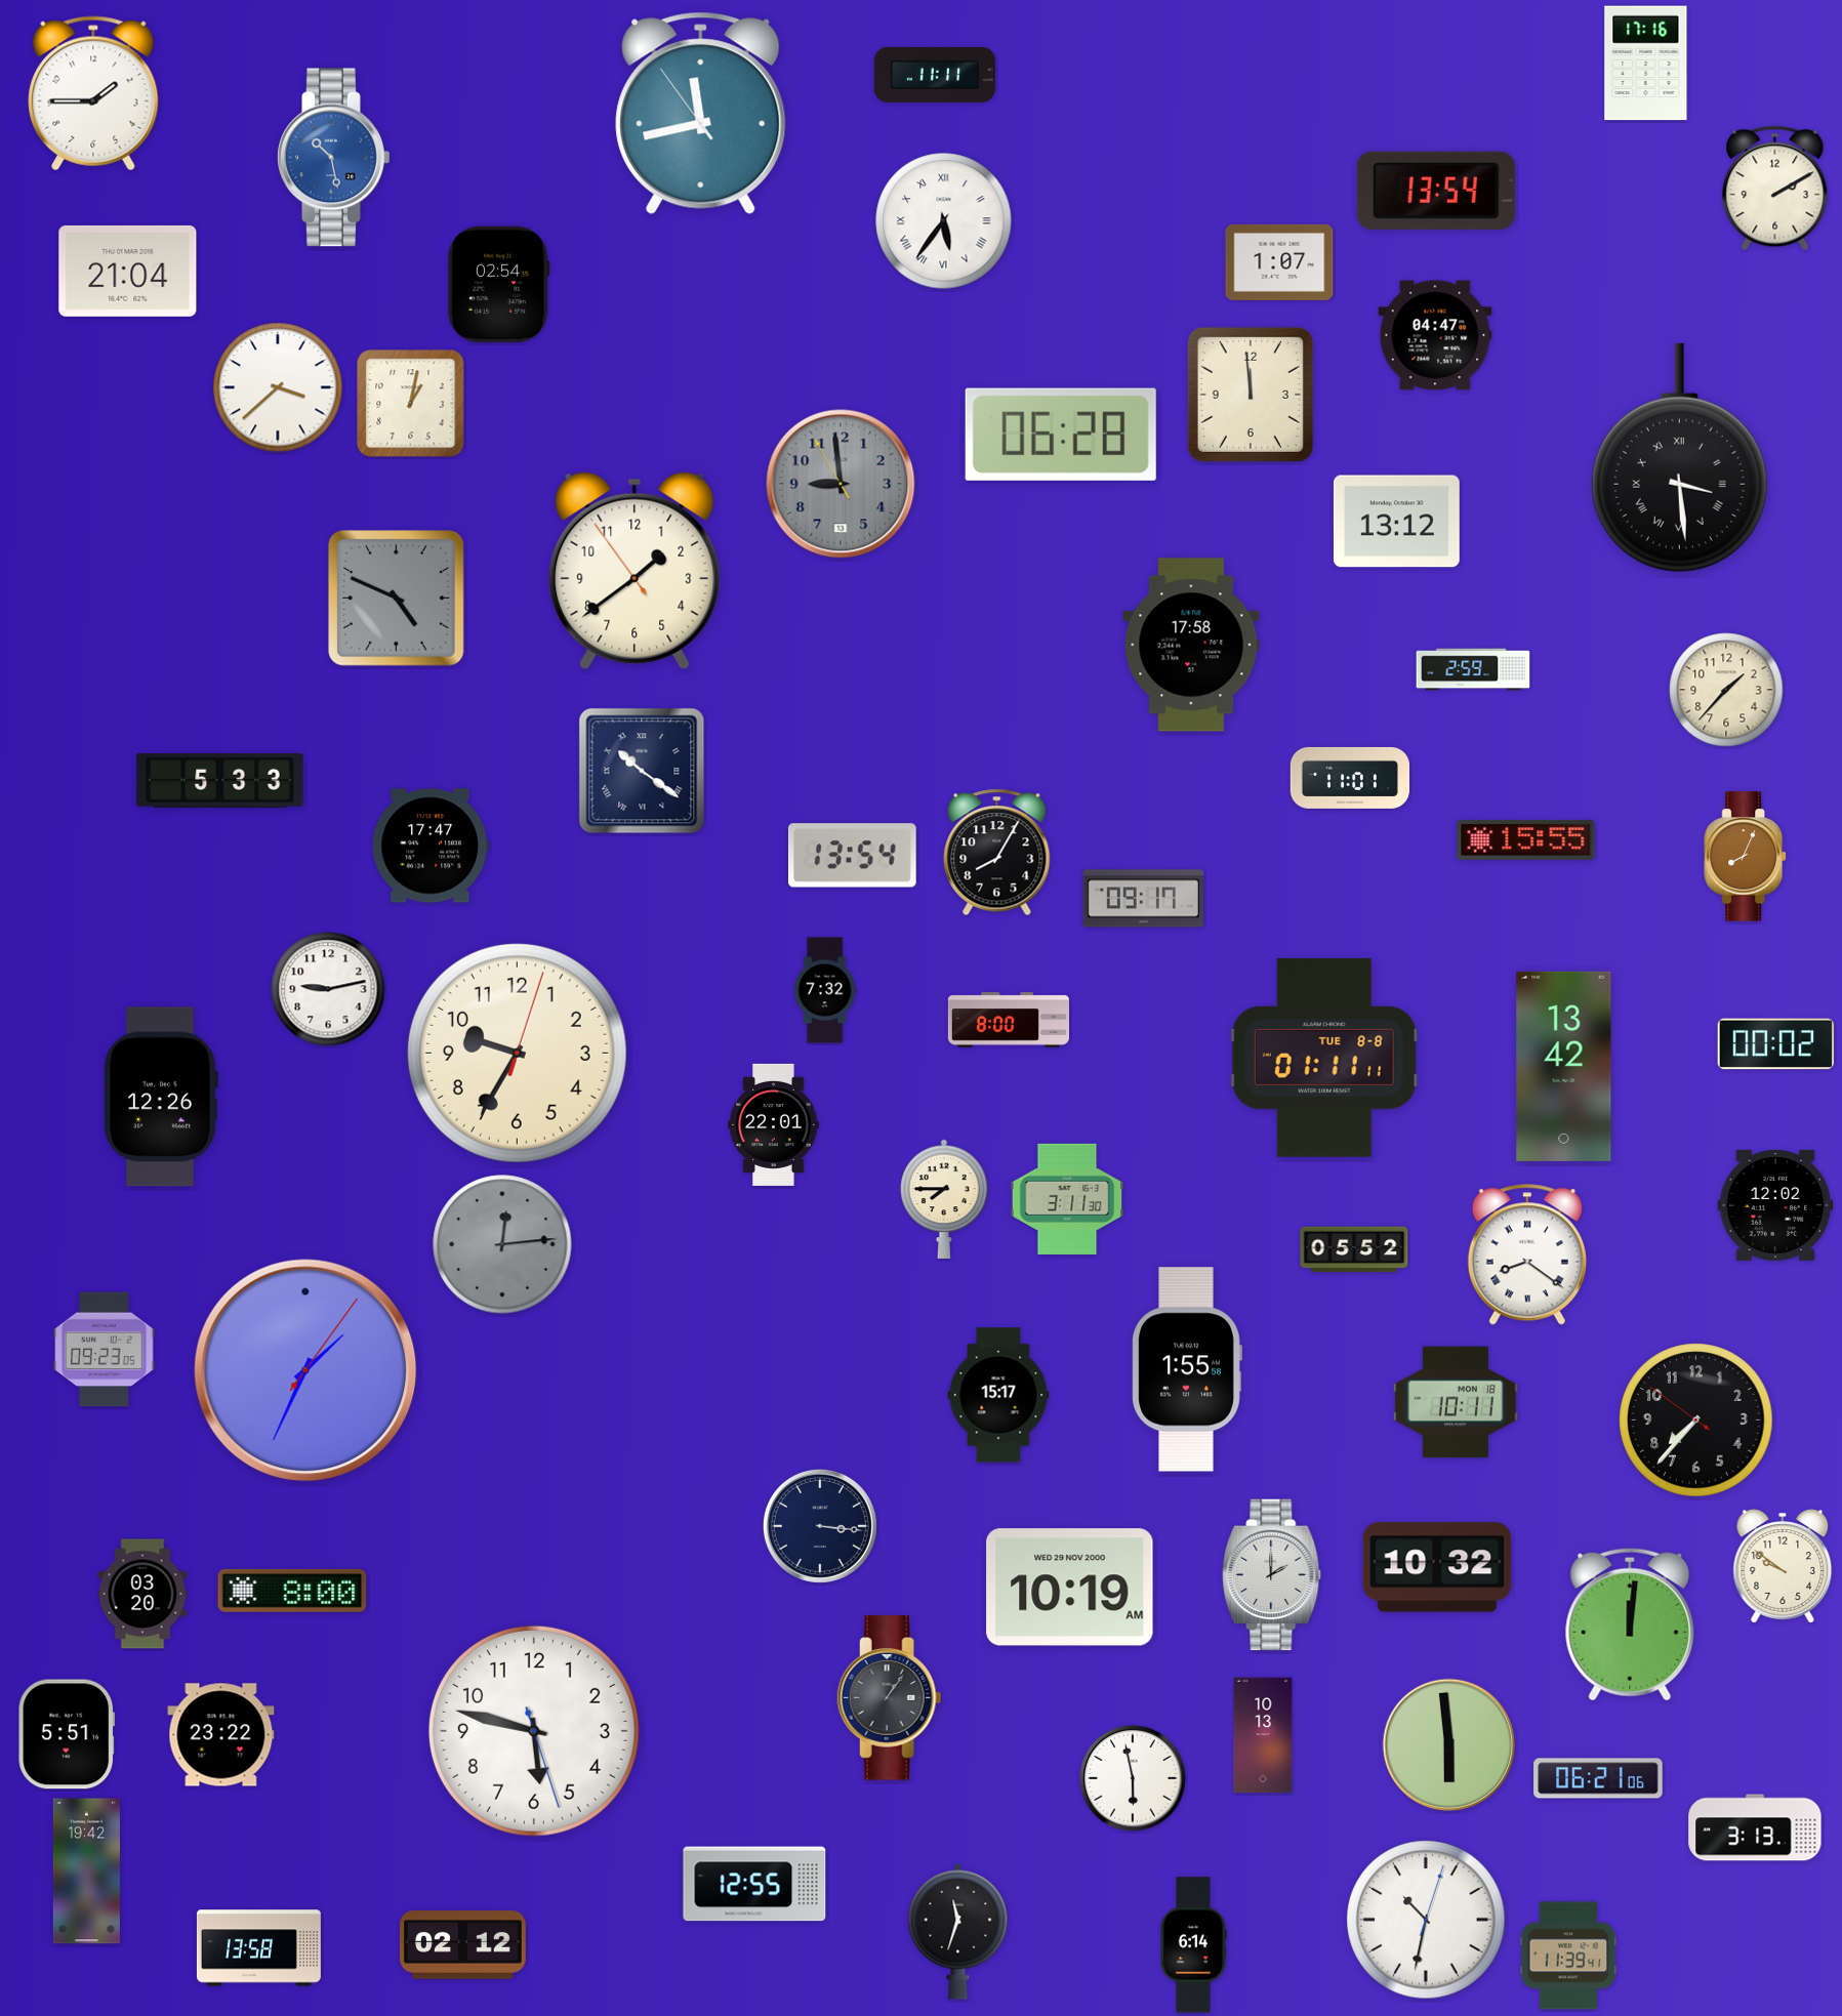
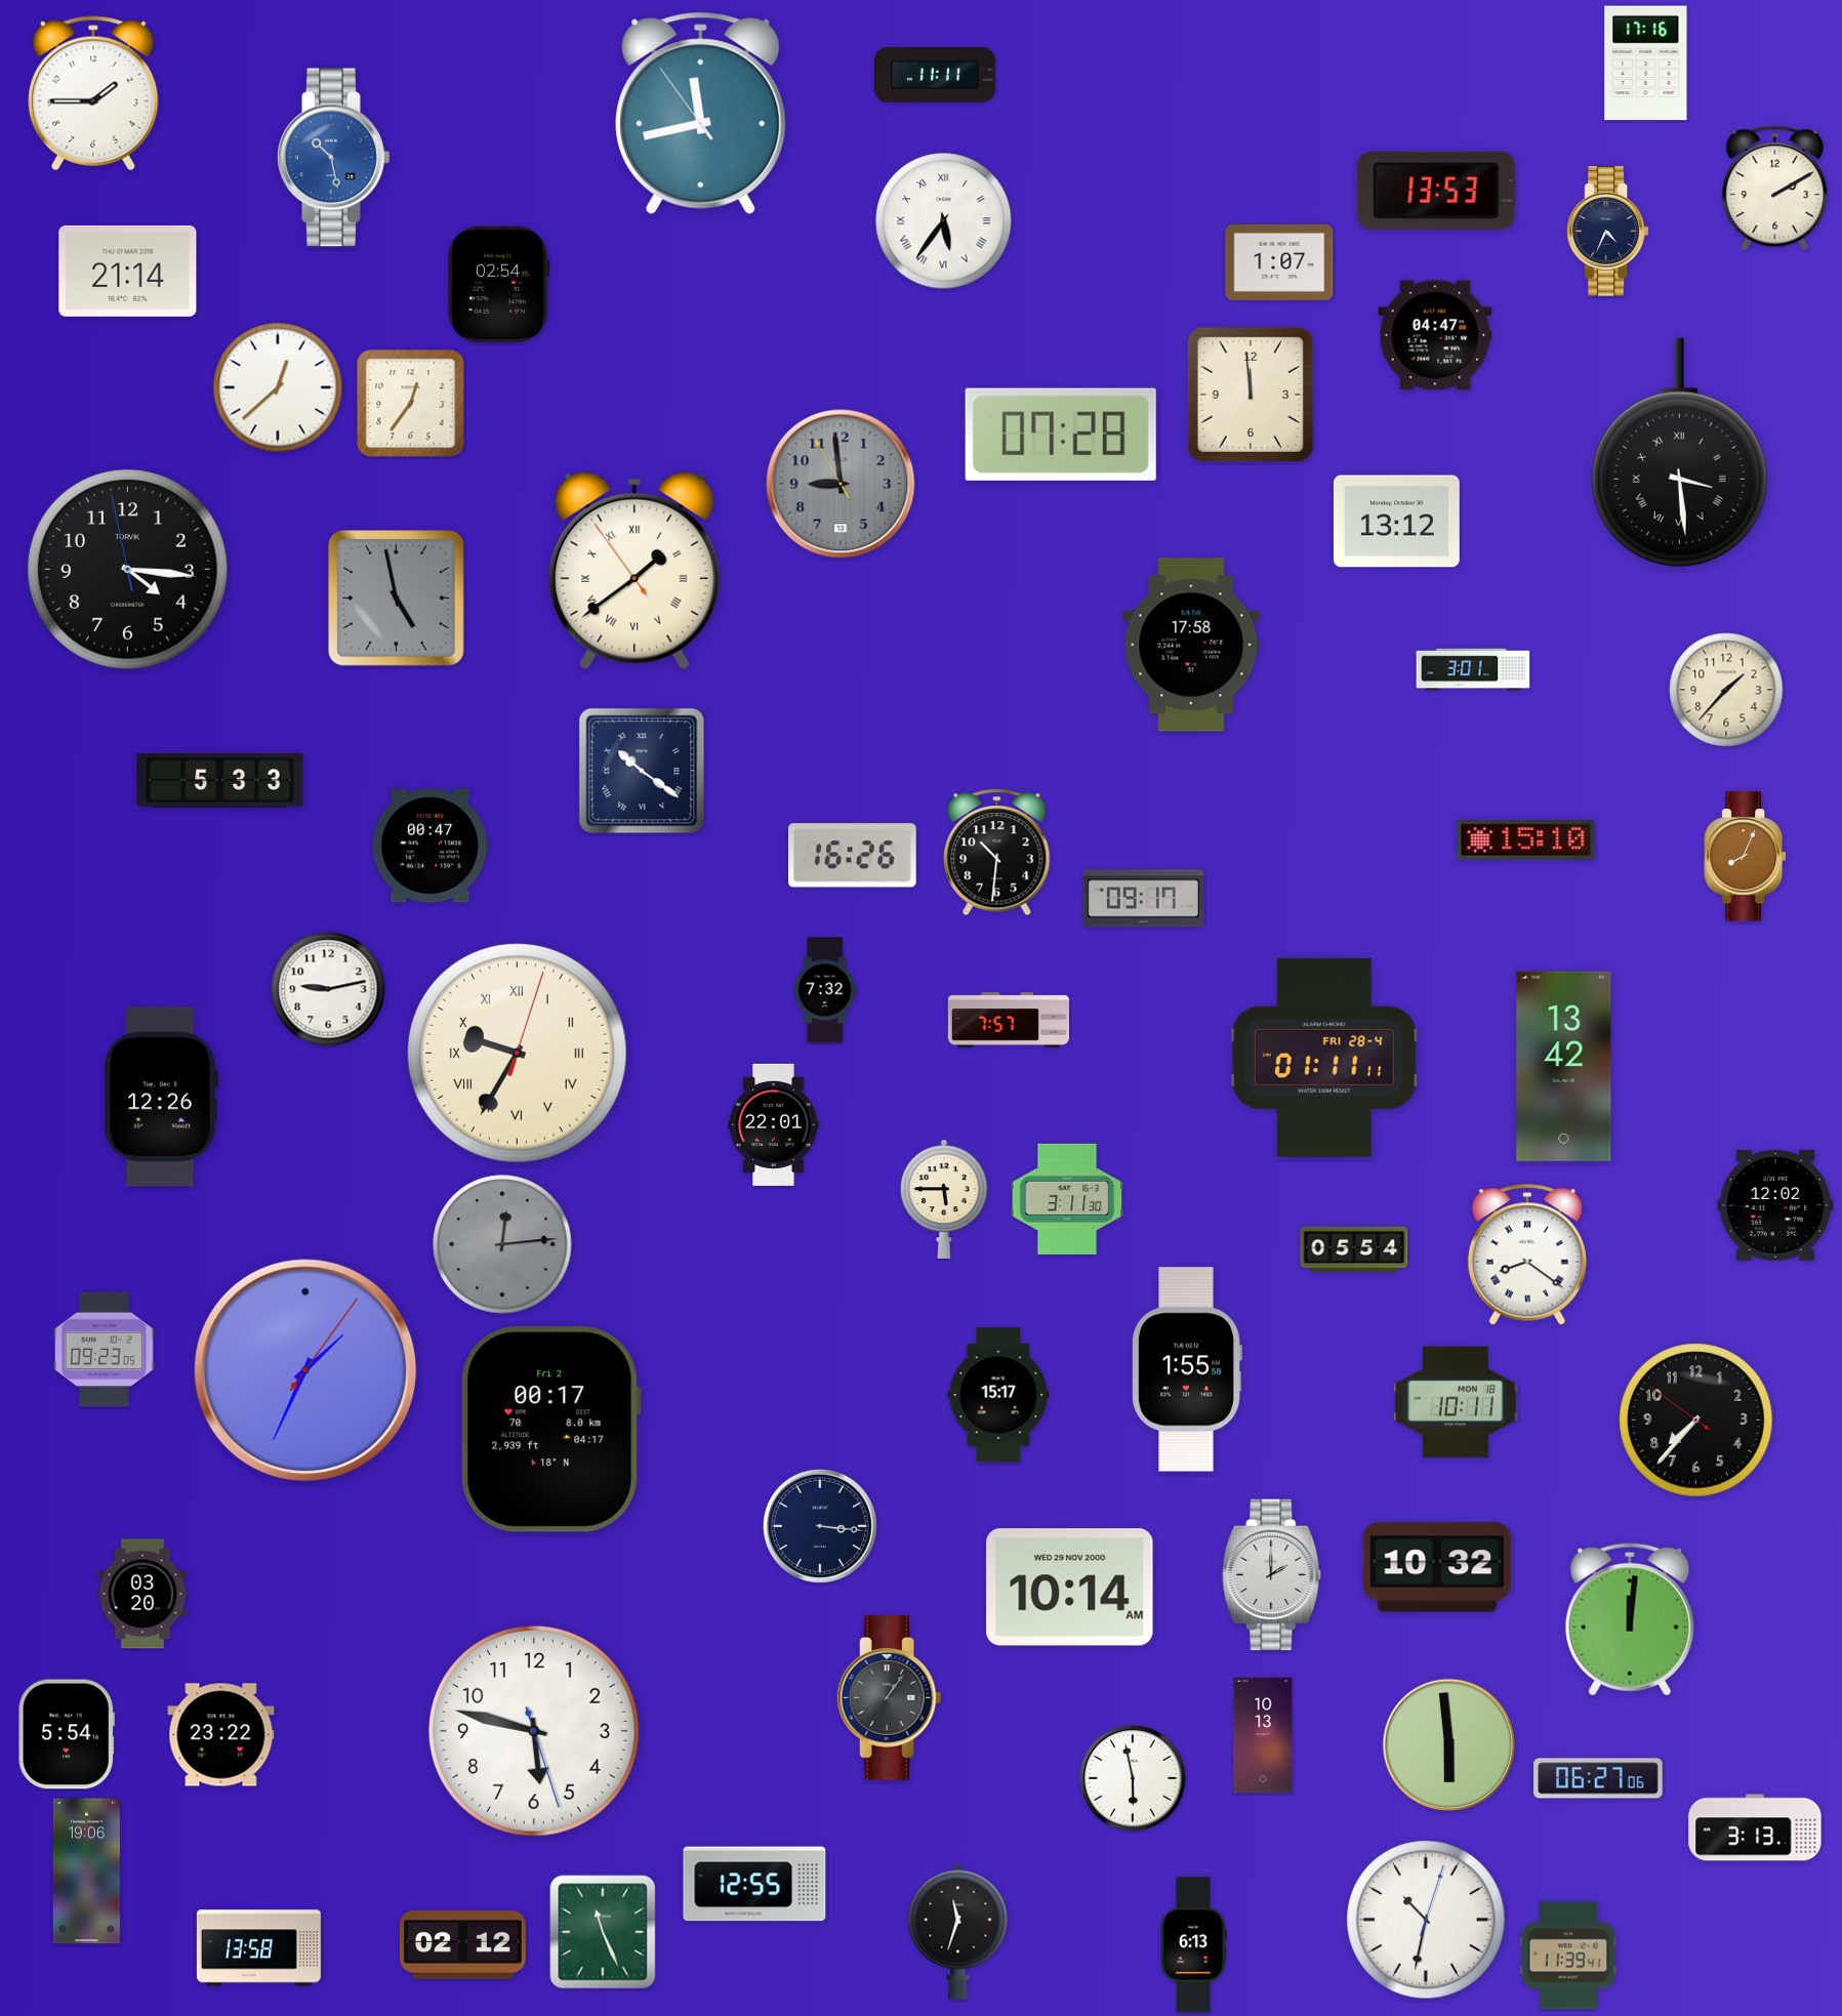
clock at (1436, 191): 13:54 -> 13:53
clock at (1607, 232): none -> 4:34
clock at (128, 271): 21:04 -> 21:14
clock at (278, 387): 3:38 -> 12:38
clock at (411, 404): 1:02 -> 12:36
clock at (1061, 435): 06:28 -> 07:28
clock at (1679, 458) position: (1679, 458) -> (1679, 453)
clock at (127, 569): none -> 4:15
clock at (635, 571) numerals: Arabic -> Roman
clock at (397, 599): 4:49 -> 4:58
clock at (1473, 669): 2:59 -> 3:01
clock at (1349, 778): 11:01 -> none
clock at (1526, 839): 15:55 -> 15:10
clock at (429, 846): 17:47 -> 00:47
clock at (997, 853): 8:05 -> 10:31
clock at (853, 856): 13:54 -> 16:26
clock at (1009, 1020): 8:00 -> 7:57
clock at (1776, 1044): 00:02 -> none
clock at (517, 1053) numerals: Arabic -> Roman
clock at (1324, 1058) date: TUE 8-8 -> FRI 28-4
clock at (944, 1199): 7:45 -> 5:45
clock at (1354, 1249): 05:52 -> 05:54
clock at (550, 1430): none -> 00:17
clock at (1783, 1566): 9:51 -> none
clock at (1070, 1588): 10:19 -> 10:14
clock at (292, 1591): 8:00 -> none
clock at (1630, 1624) position: (1630, 1624) -> (1630, 1619)
clock at (67, 1734): 5:51 -> 5:54
clock at (1598, 1778): 06:21 -> 06:27
clock at (86, 1871): 19:42 -> 19:06
clock at (603, 1932): none -> 11:26
clock at (1194, 1945): 6:14 -> 6:13
